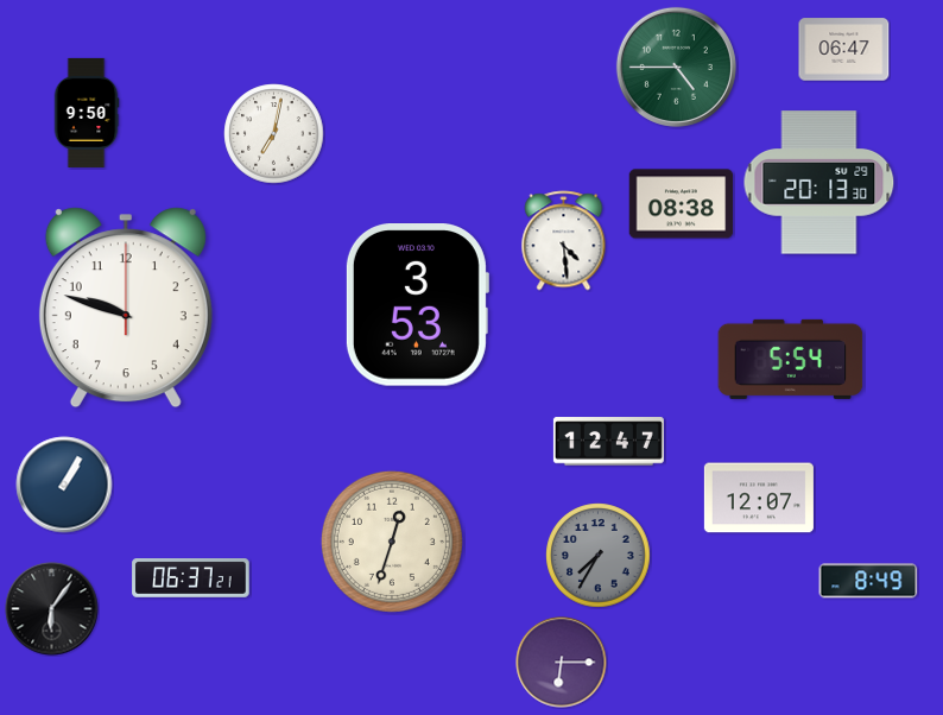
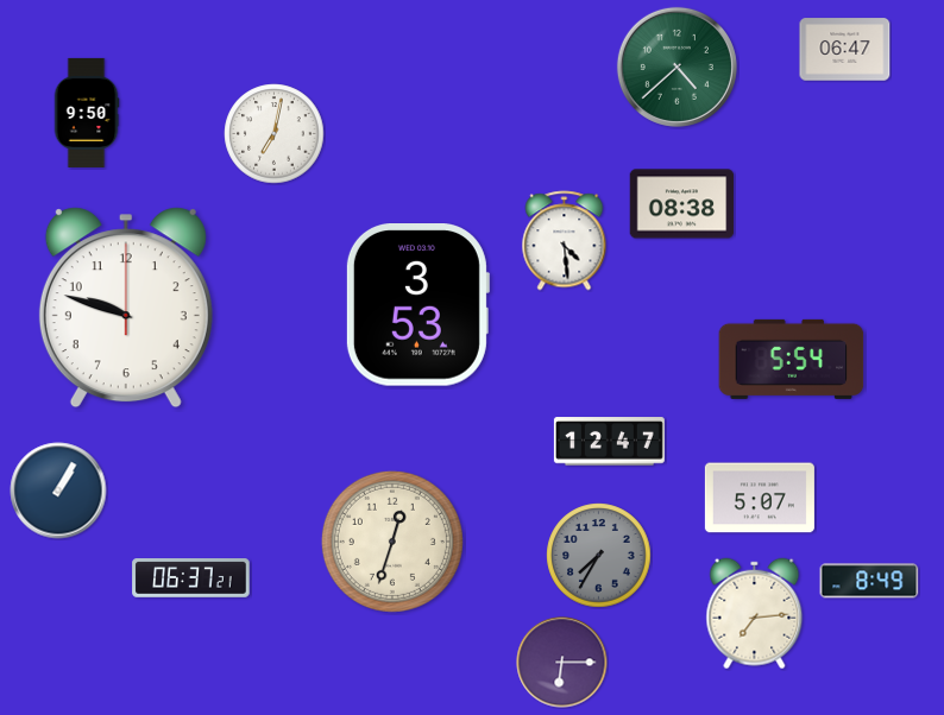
clock at (676, 67): 4:45 -> 4:38
clock at (819, 183): 20:13 -> none
clock at (64, 485) position: (64, 485) -> (58, 491)
clock at (759, 498): 12:07 -> 5:07
clock at (52, 609): 6:06 -> none
clock at (755, 614): none -> 7:14
